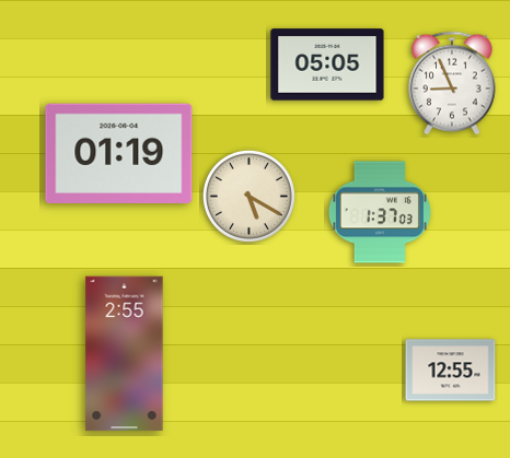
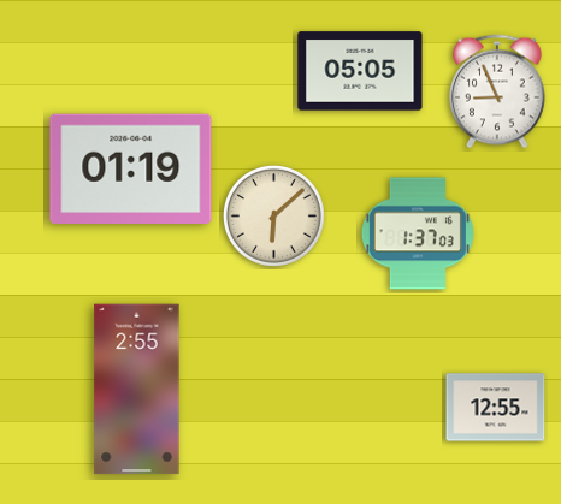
clock at (248, 196): 5:20 -> 6:08
